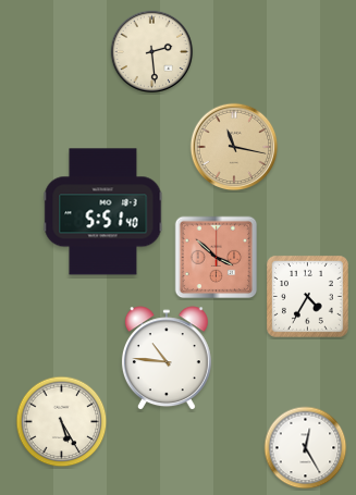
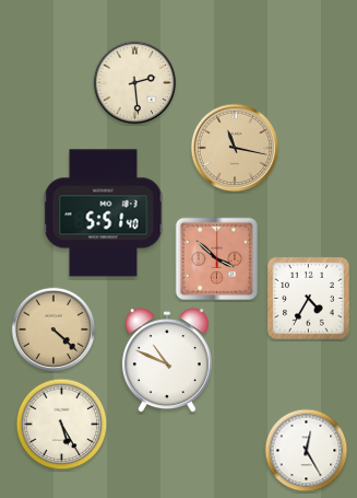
clock at (152, 52) position: (152, 52) -> (135, 83)
clock at (53, 329): none -> 4:22
clock at (167, 359): 10:46 -> 10:49
